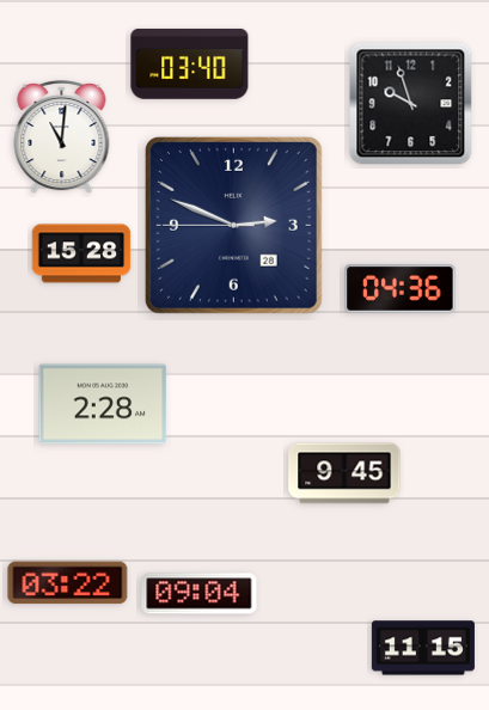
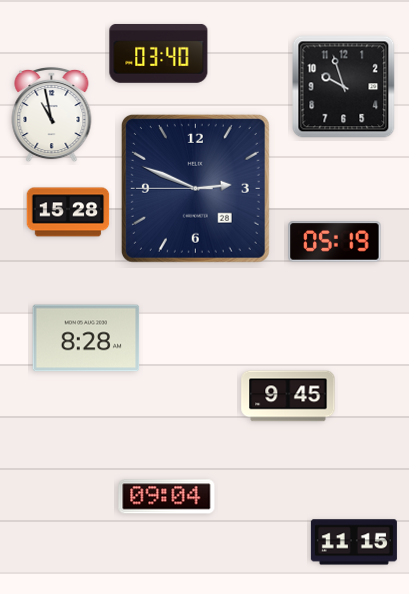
clock at (62, 137): 11:01 -> 10:58
clock at (401, 289): 04:36 -> 05:19
clock at (103, 404): 2:28 -> 8:28
clock at (68, 583): 03:22 -> none
